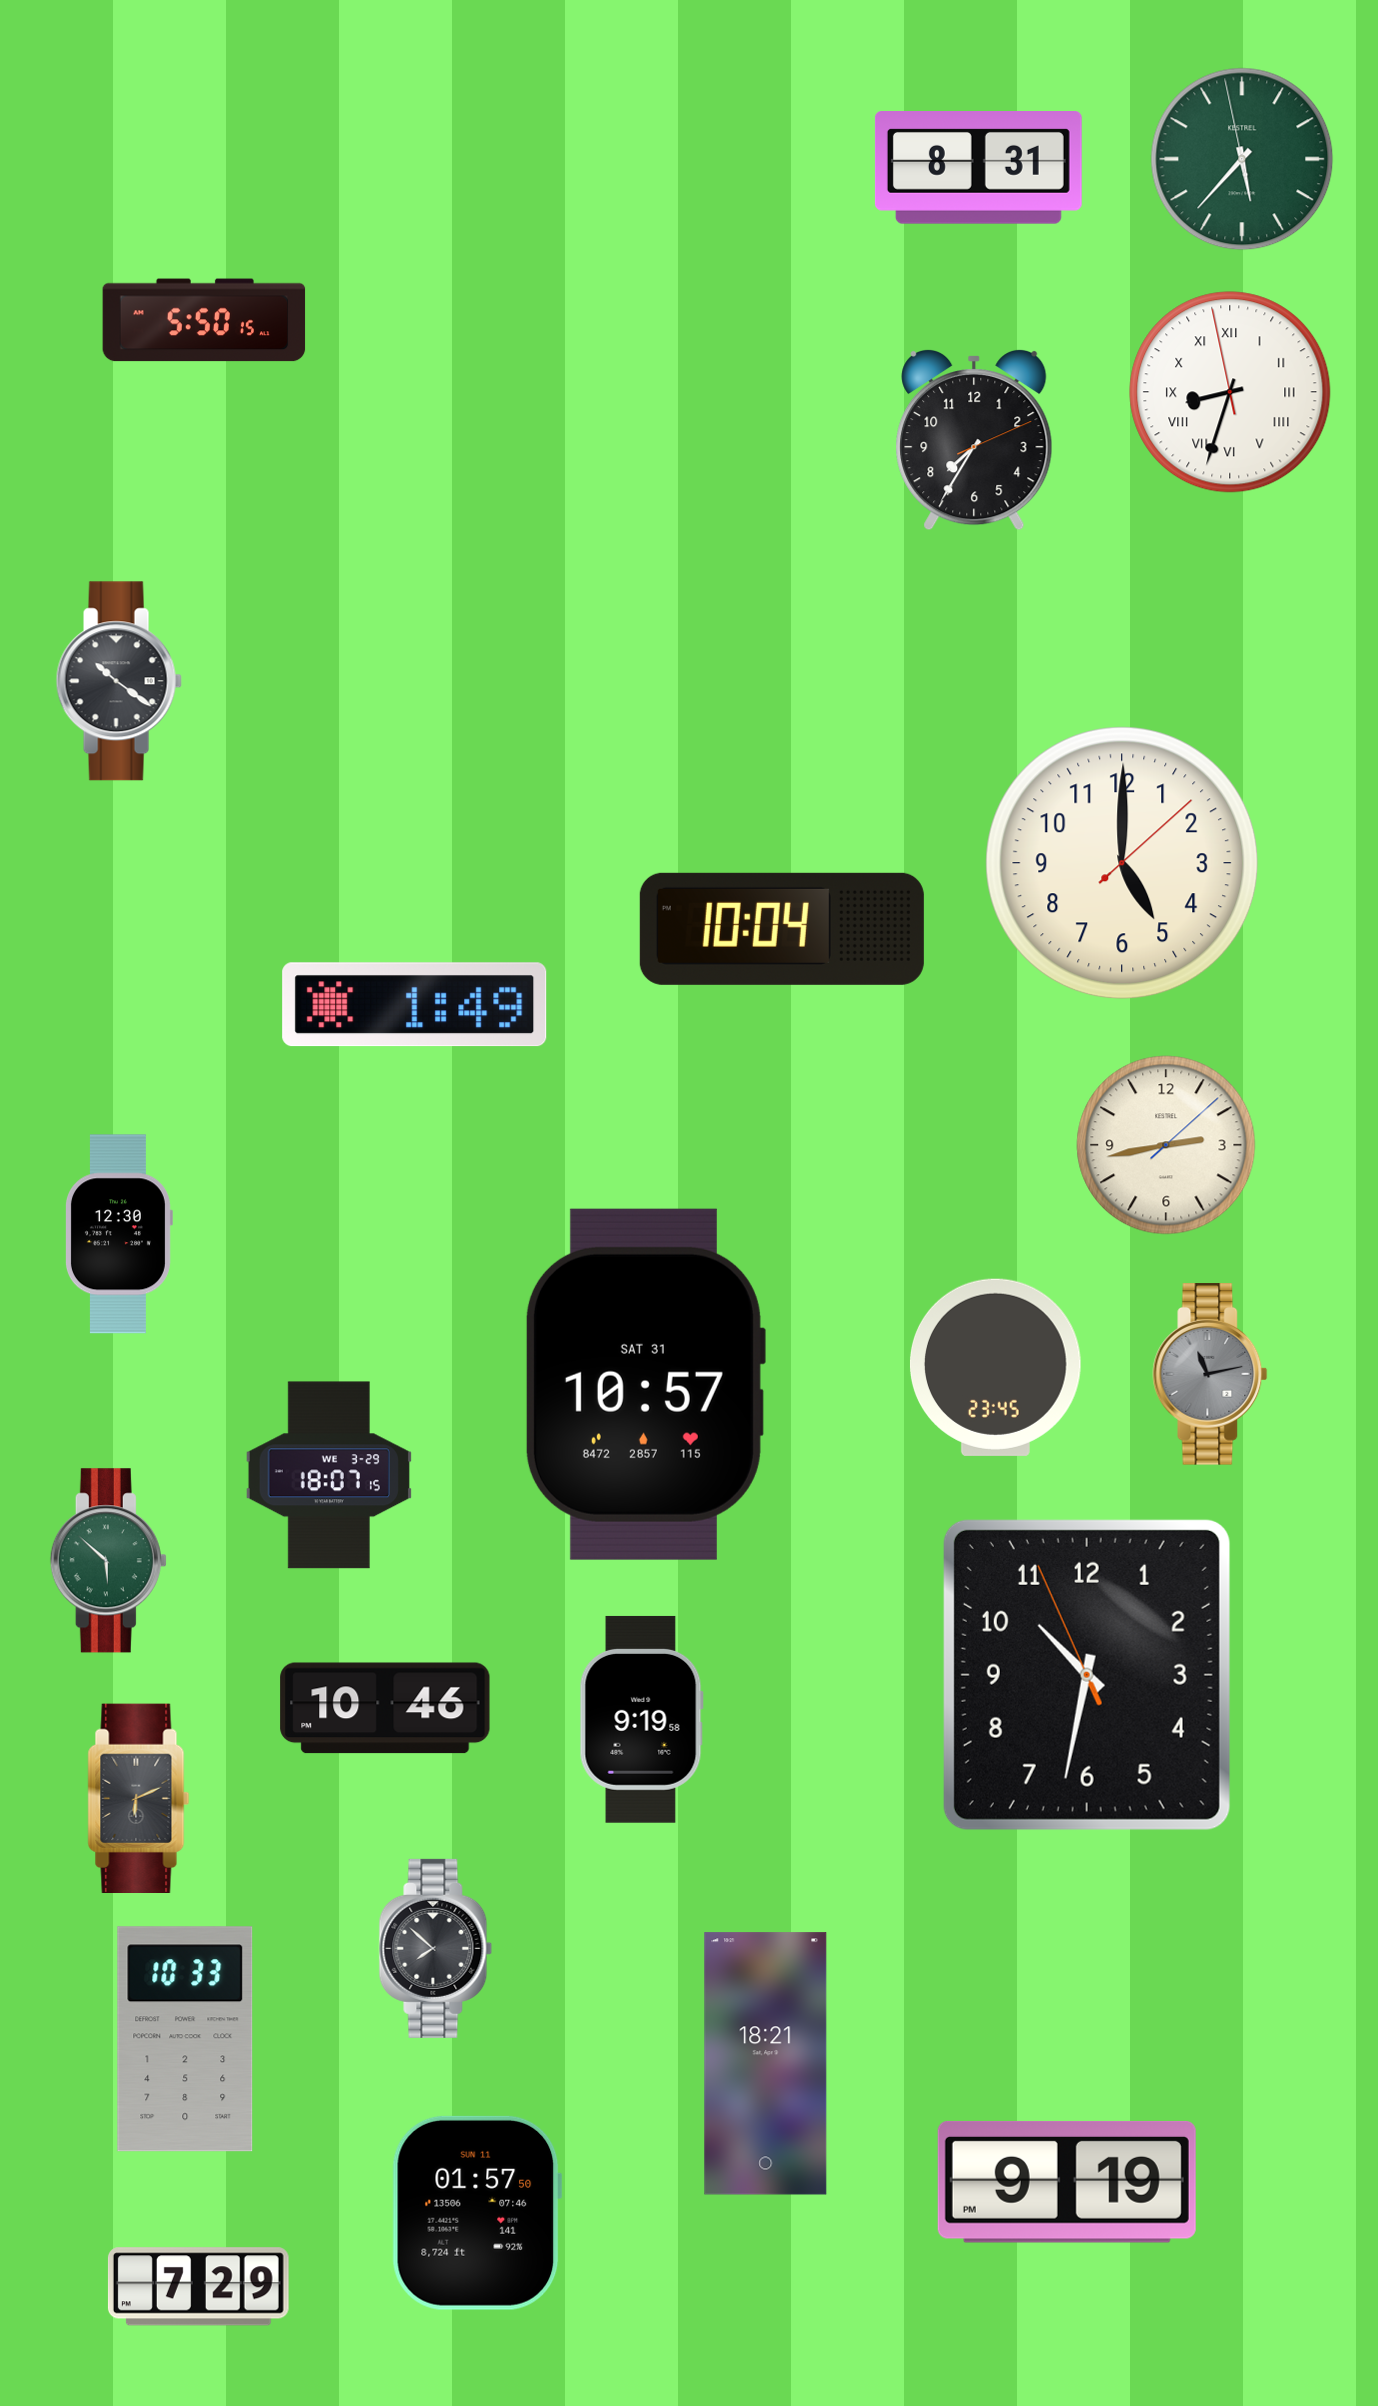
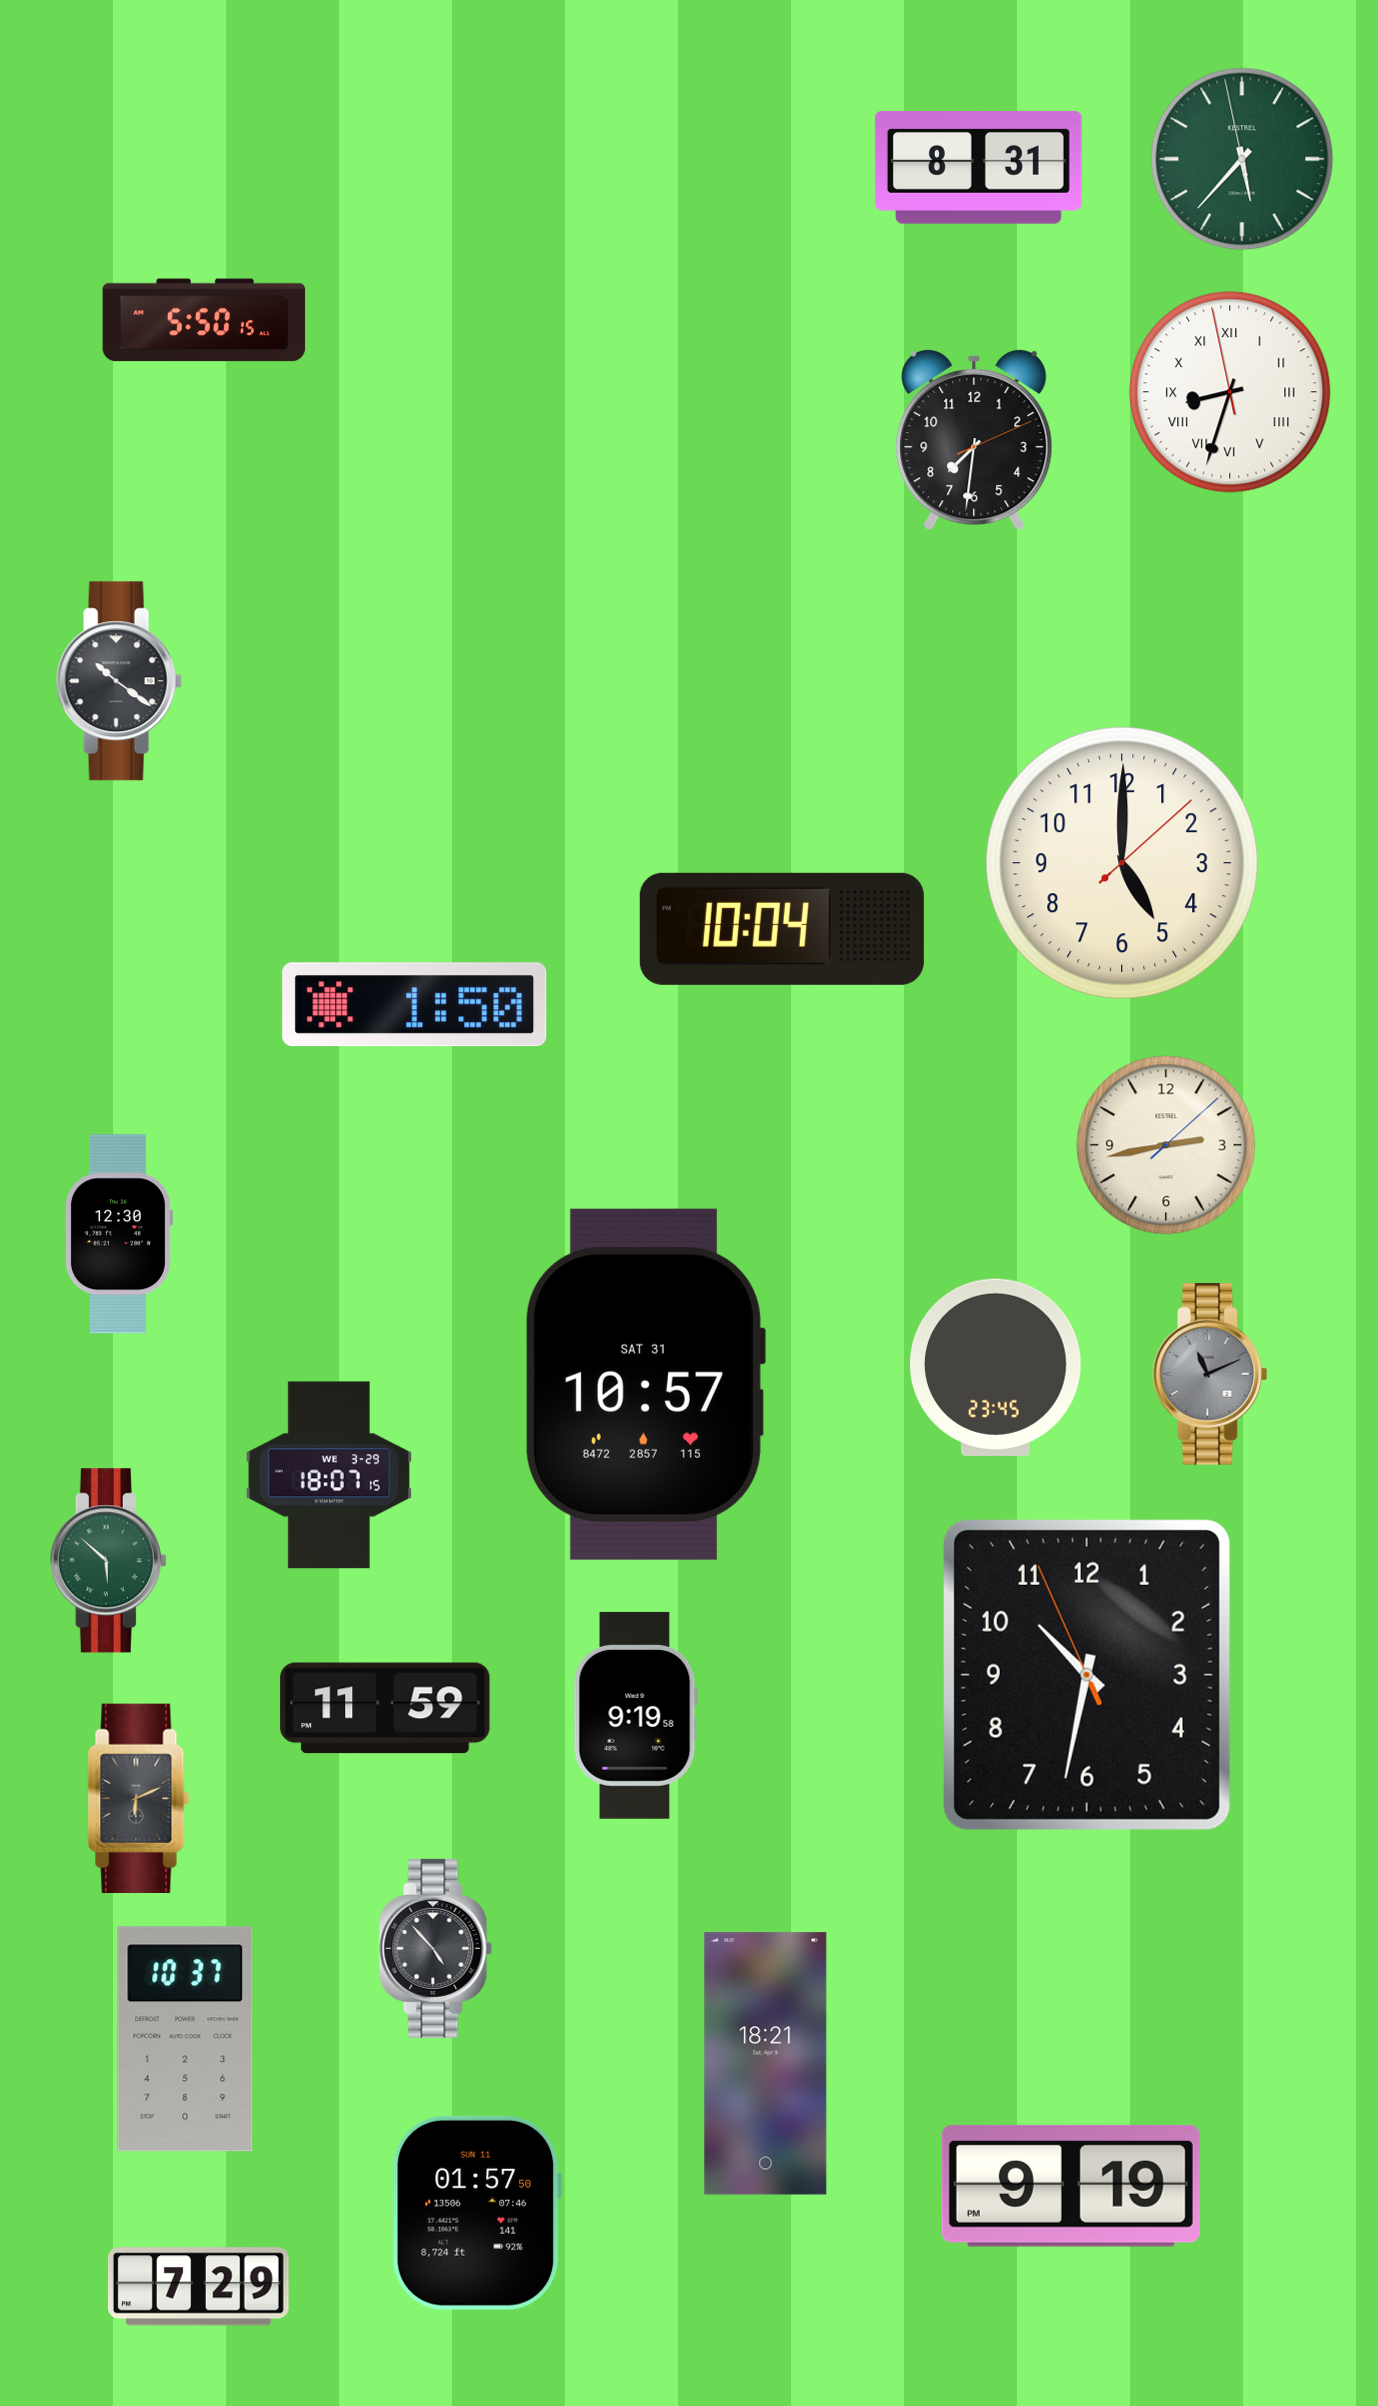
clock at (974, 440): 7:35 -> 7:31
clock at (415, 1005): 1:49 -> 1:50
clock at (1210, 1374): 11:13 -> 11:11
clock at (385, 1708): 10:46 -> 11:59
clock at (641, 1719) position: (641, 1719) -> (635, 1715)
clock at (436, 1948): 7:52 -> 4:53
clock at (185, 2039): 10:33 -> 10:37
clock at (1067, 2182) position: (1067, 2182) -> (1071, 2186)
